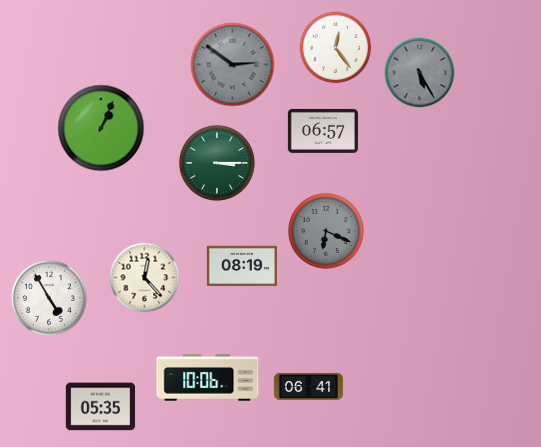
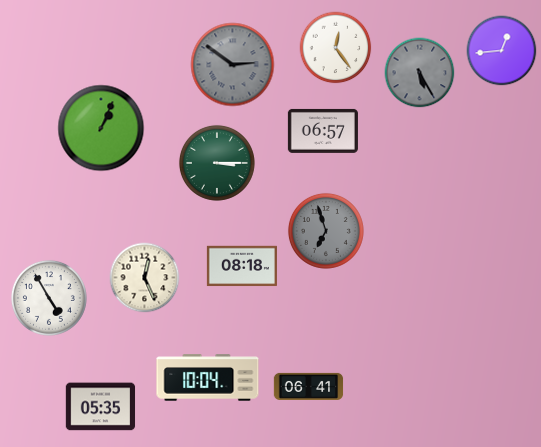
clock at (502, 51): none -> 12:44
clock at (326, 231): 6:19 -> 6:57
clock at (242, 266): 08:19 -> 08:18
clock at (145, 278): 12:23 -> 12:26
clock at (208, 378): 10:06 -> 10:04
